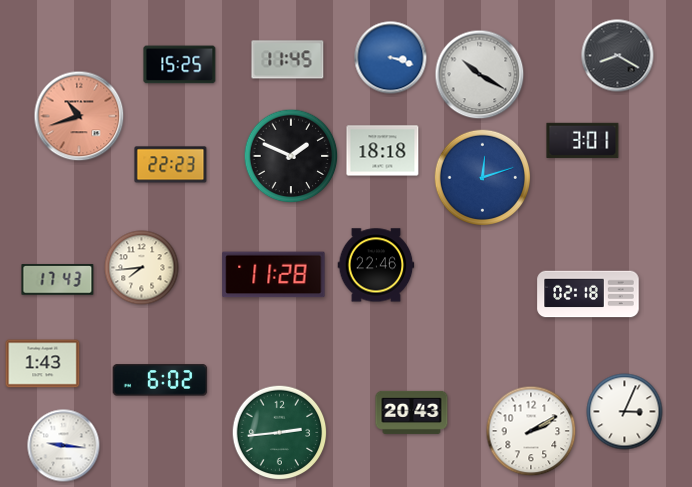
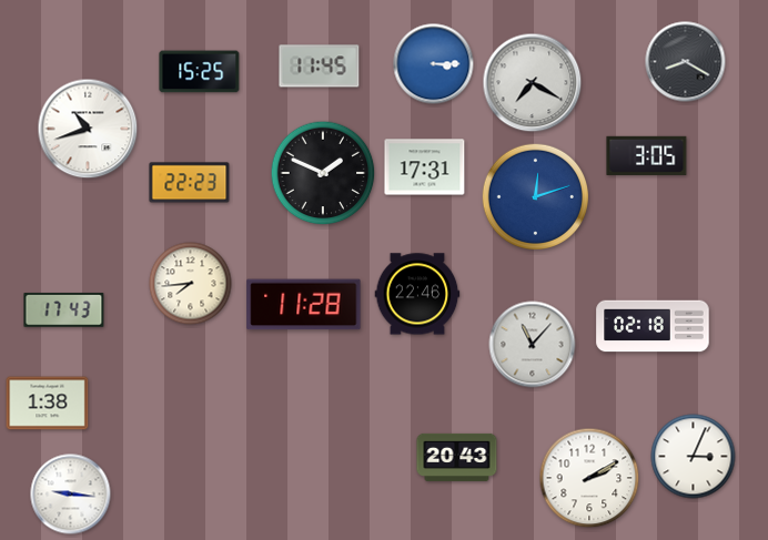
clock at (391, 58): 3:18 -> 3:15
clock at (480, 75): 10:20 -> 7:20
clock at (79, 116) dial: salmon -> white
clock at (583, 140): 3:01 -> 3:05
clock at (383, 151): 18:18 -> 17:31
clock at (142, 268) position: (142, 268) -> (191, 284)
clock at (533, 345): none -> 11:07
clock at (43, 364): 1:43 -> 1:38
clock at (160, 380): 6:02 -> none
clock at (280, 433): 2:44 -> none
